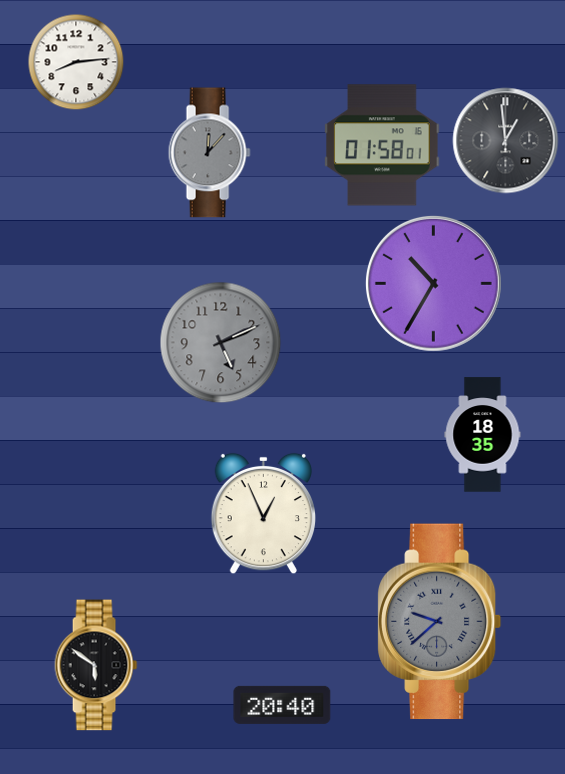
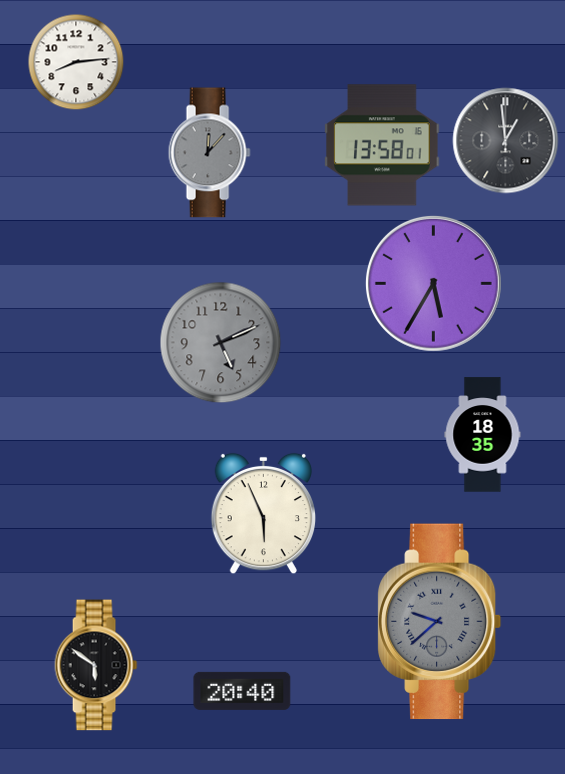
clock at (382, 145): 01:58 -> 13:58
clock at (433, 283): 10:35 -> 5:35
clock at (264, 514): 12:56 -> 5:56
clock at (282, 705) position: (282, 705) -> (242, 691)
